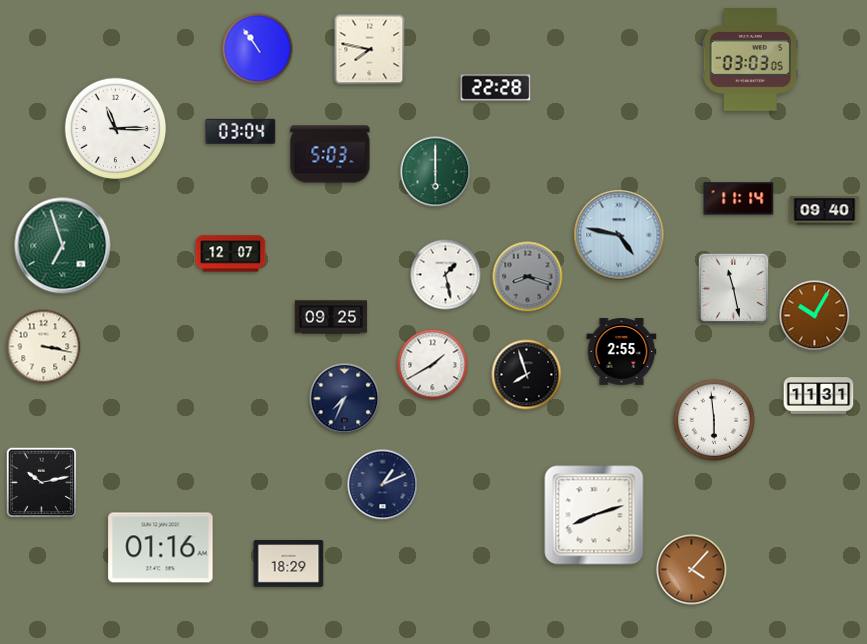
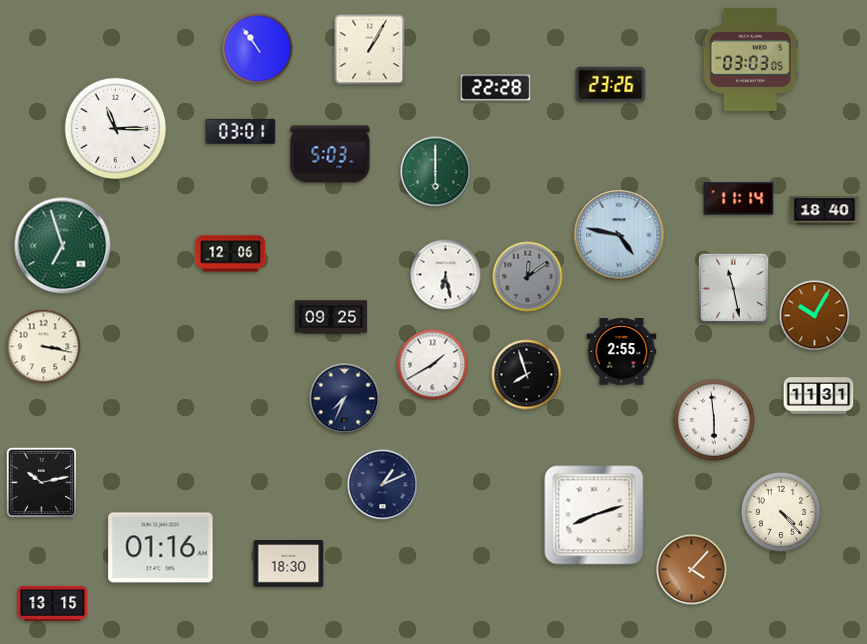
clock at (370, 50): 7:47 -> 1:05
clock at (611, 85): none -> 23:26
clock at (241, 131): 03:04 -> 03:01
clock at (825, 211): 09:40 -> 18:40
clock at (231, 254): 12:07 -> 12:06
clock at (446, 275): 1:28 -> 6:28
clock at (528, 277): 8:18 -> 12:09
clock at (780, 511): none -> 4:23
clock at (289, 564): 18:29 -> 18:30
clock at (53, 603): none -> 13:15
